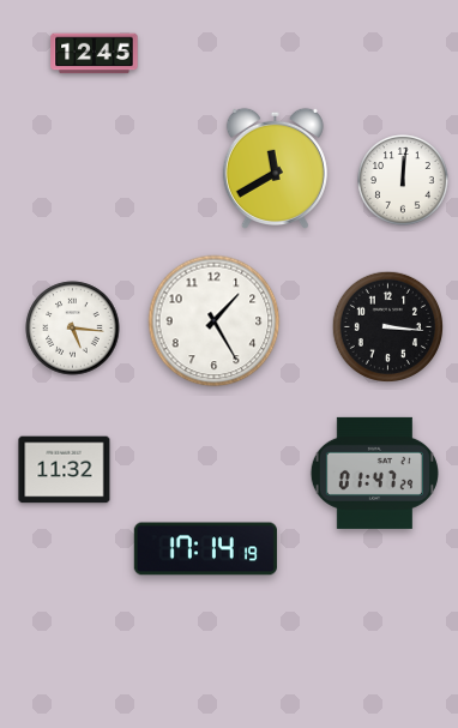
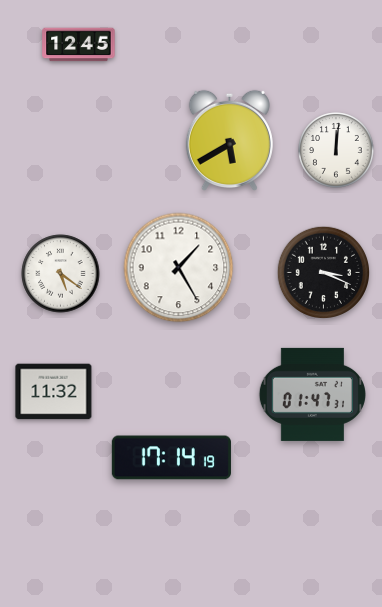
clock at (275, 168): 11:40 -> 5:40
clock at (387, 326): 3:16 -> 3:19
clock at (73, 329): 5:16 -> 5:21
clock at (374, 473): 01:47:29 -> 01:47:31
